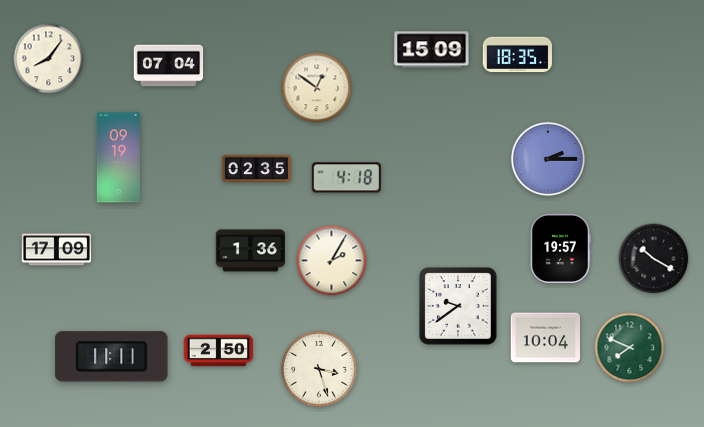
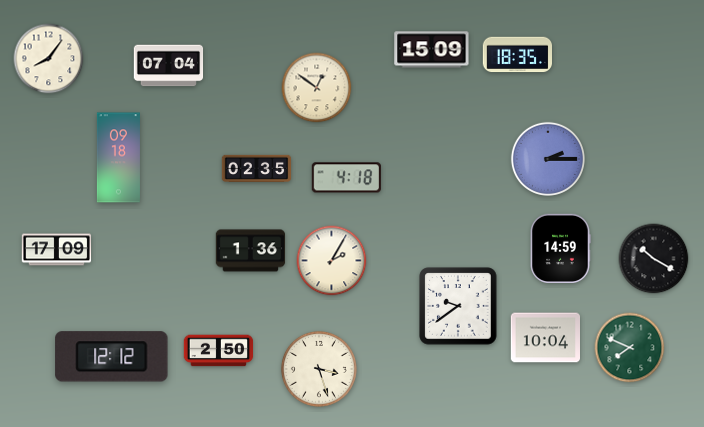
clock at (118, 158): 09:19 -> 09:18
clock at (560, 249): 19:57 -> 14:59
clock at (112, 357): 11:11 -> 12:12
